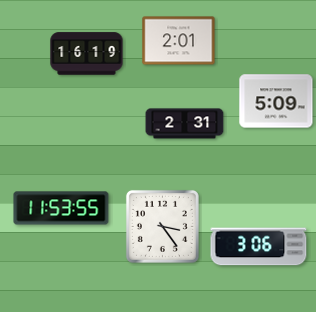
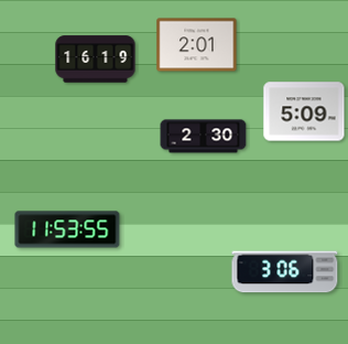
clock at (185, 124): 2:31 -> 2:30
clock at (162, 226): 3:24 -> none
